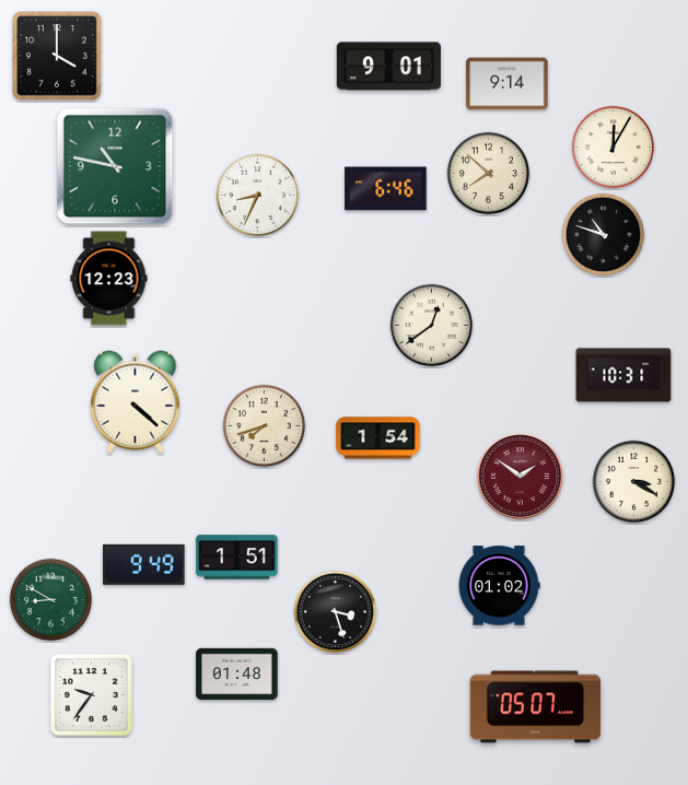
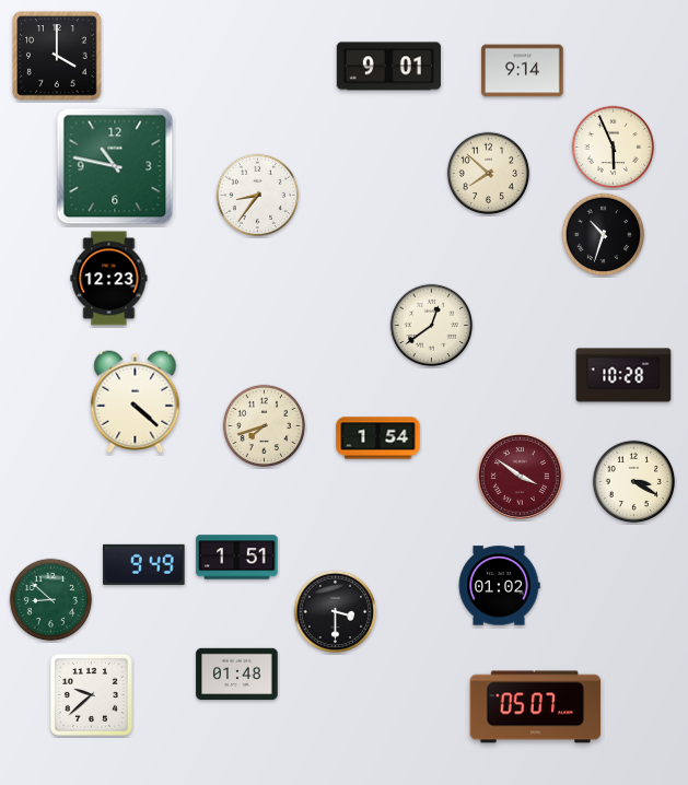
clock at (508, 84) position: (508, 84) -> (523, 71)
clock at (614, 148): 12:05 -> 5:56
clock at (386, 189): 6:46 -> none
clock at (258, 196): 8:34 -> 8:36
clock at (604, 235): 10:48 -> 10:33
clock at (623, 375): 10:31 -> 10:28
clock at (520, 476): 1:51 -> 3:51
clock at (51, 600): 8:50 -> 8:52
clock at (336, 612): 3:27 -> 3:30
clock at (91, 694): 9:36 -> 9:38
